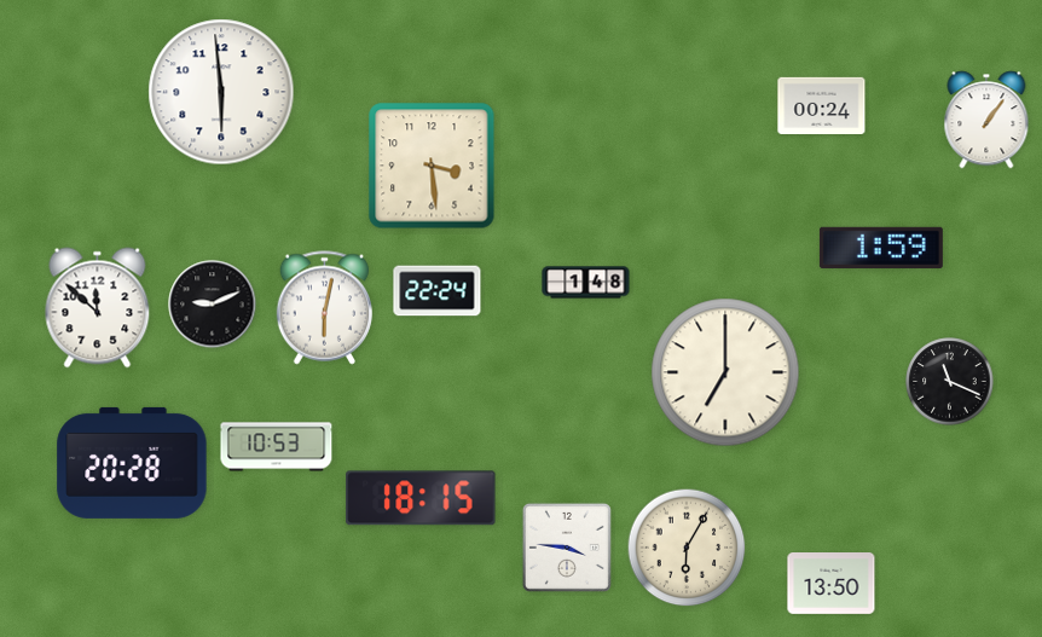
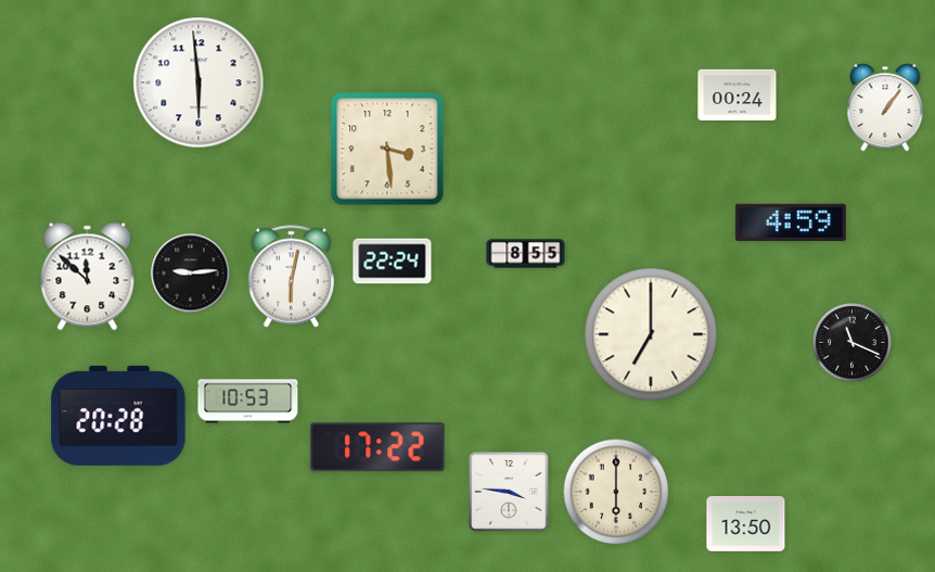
clock at (881, 248): 1:59 -> 4:59
clock at (586, 283): 1:48 -> 8:55
clock at (213, 305): 9:11 -> 9:14
clock at (421, 498): 18:15 -> 17:22
clock at (687, 548): 6:05 -> 6:00
